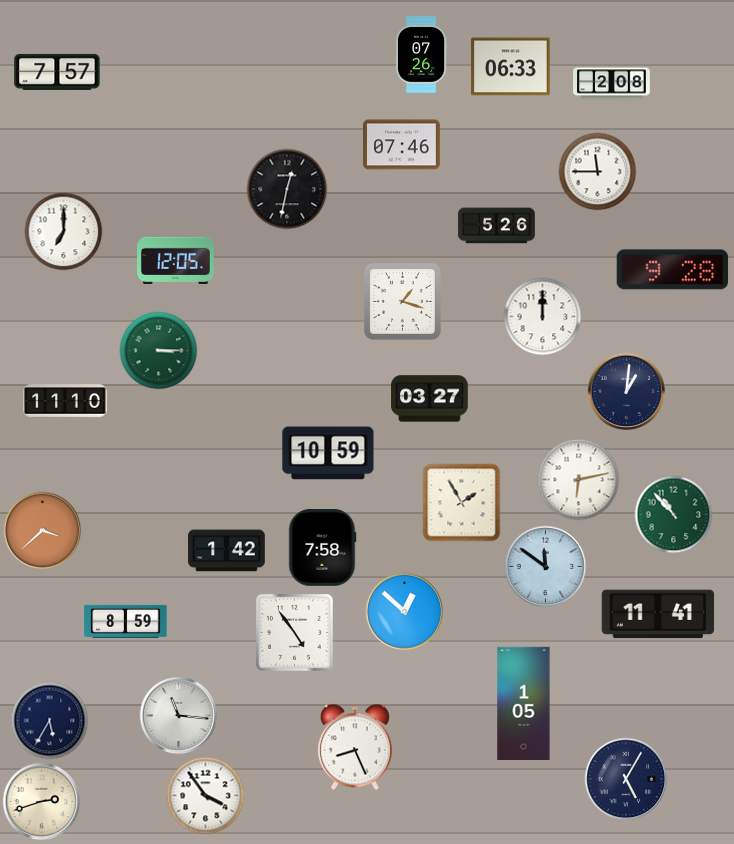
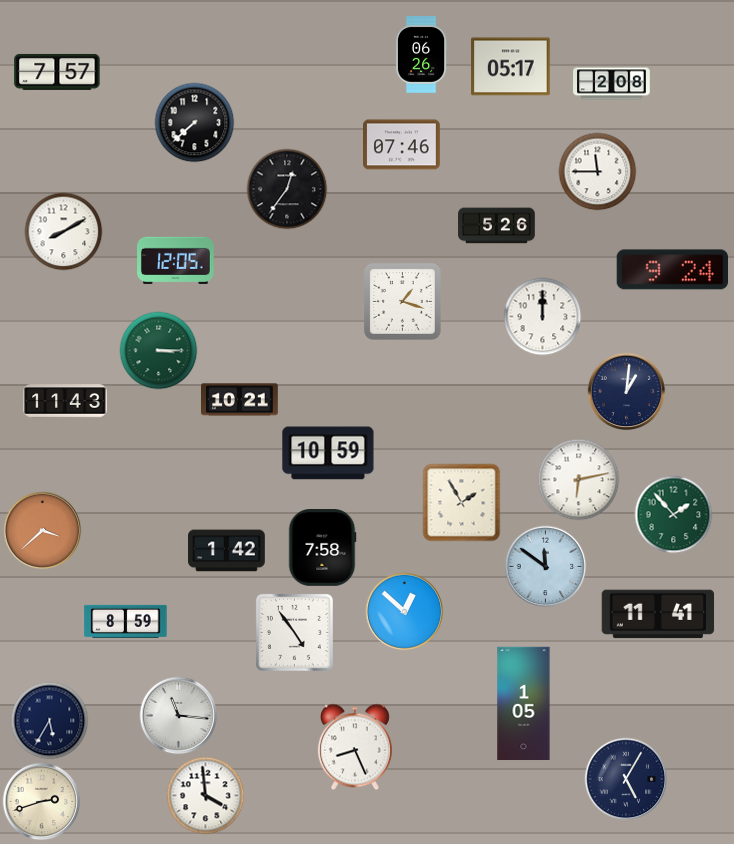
clock at (421, 55): 07:26 -> 06:26
clock at (511, 67): 06:33 -> 05:17
clock at (194, 122): none -> 7:38
clock at (287, 189): 12:32 -> 12:36
clock at (63, 231): 7:00 -> 8:10
clock at (673, 270): 9:28 -> 9:24
clock at (430, 399): 03:27 -> none
clock at (240, 400): none -> 10:21
clock at (65, 401): 11:10 -> 11:43
clock at (673, 514): 10:53 -> 1:53
clock at (205, 795): 3:54 -> 3:59
